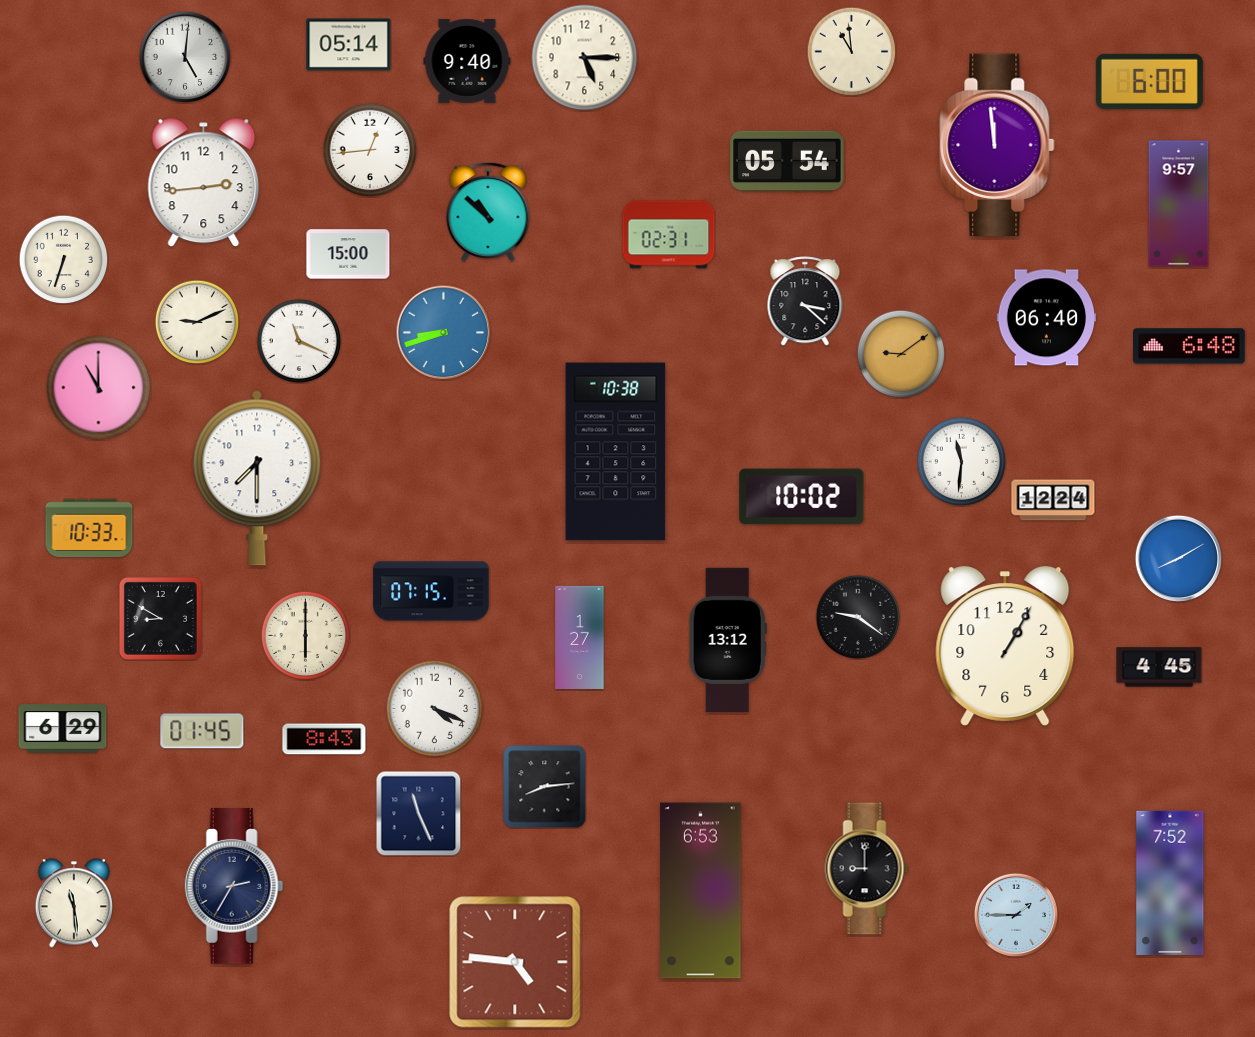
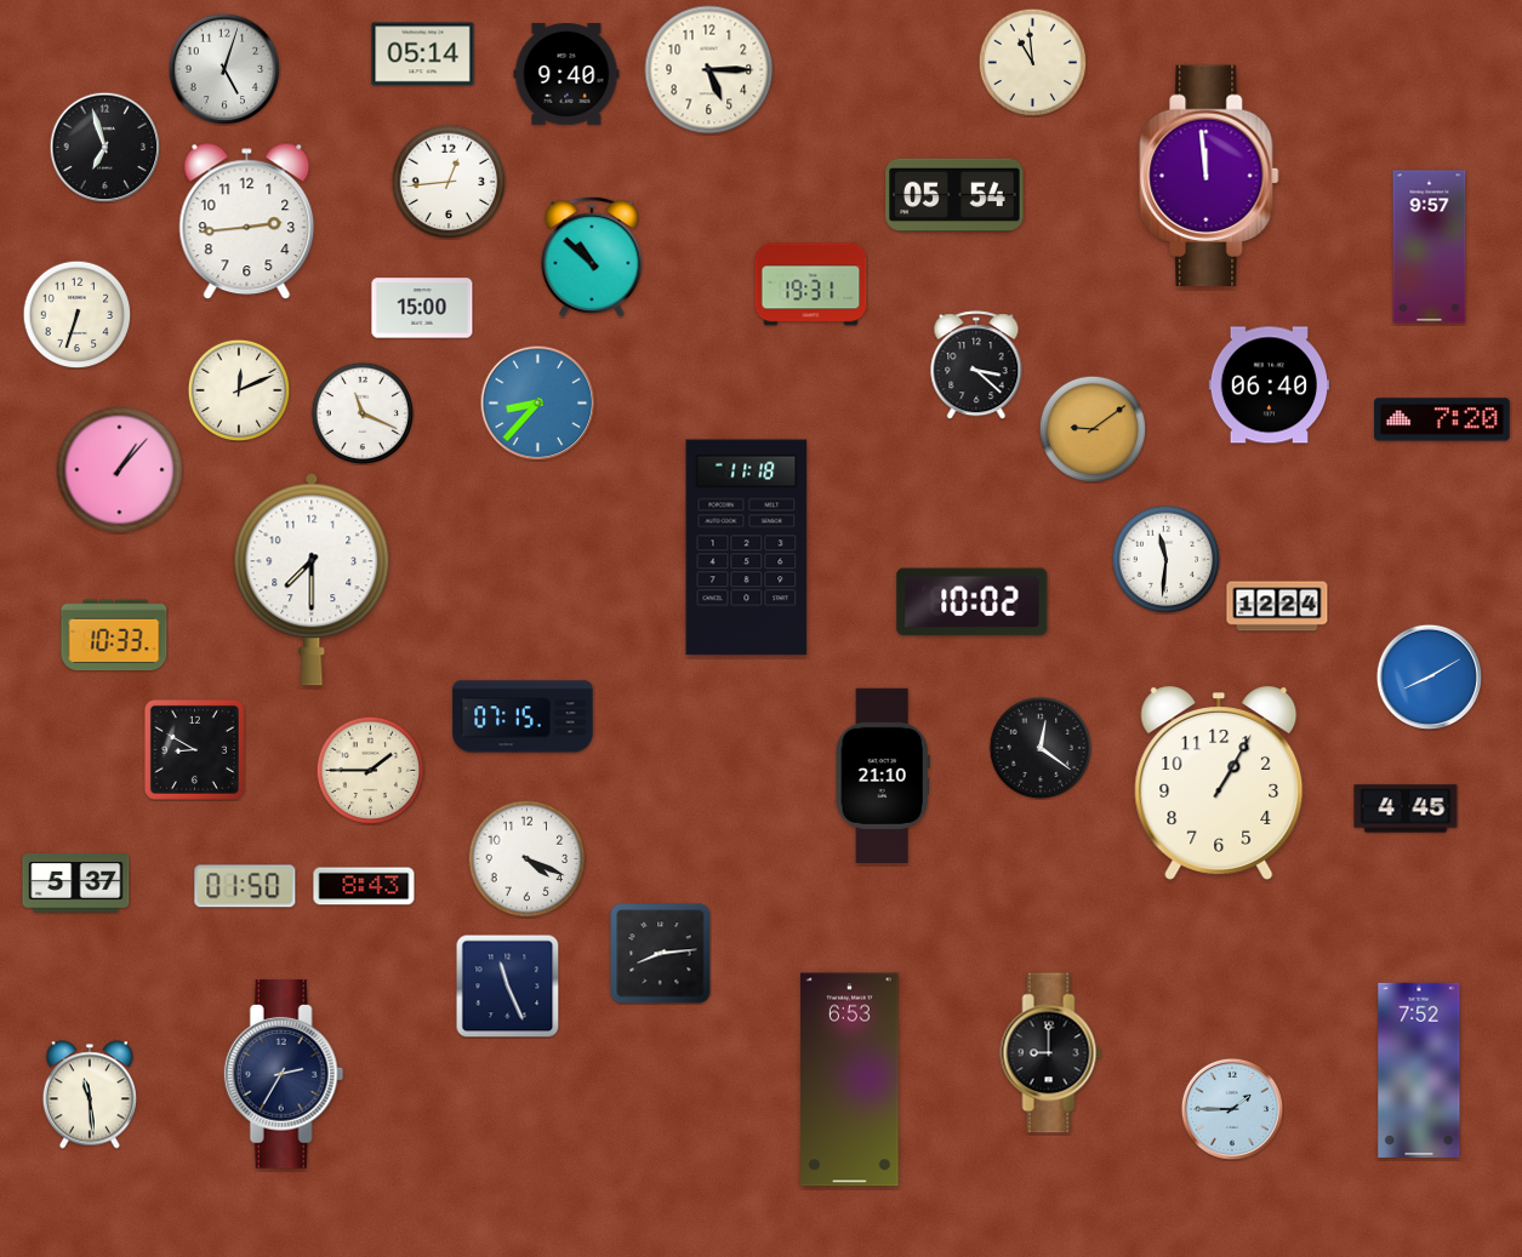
clock at (185, 57): 5:01 -> 5:03
clock at (1149, 81): 6:00 -> none
clock at (104, 147): none -> 6:57
clock at (669, 235): 02:31 -> 19:31
clock at (197, 322): 9:11 -> 12:11
clock at (443, 332): 8:42 -> 8:37
clock at (1189, 346): 6:48 -> 7:20
clock at (99, 388): 11:00 -> 1:07
clock at (616, 452): 10:38 -> 11:18
clock at (89, 528) position: (89, 528) -> (114, 635)
clock at (858, 617): 9:21 -> 12:21
clock at (305, 635): 6:00 -> 1:45
clock at (580, 637): 1:27 -> none
clock at (728, 640): 13:12 -> 21:10
clock at (63, 729): 6:29 -> 5:37
clock at (202, 731): 01:45 -> 01:50
clock at (324, 739) position: (324, 739) -> (364, 886)
clock at (515, 962): 4:46 -> none
